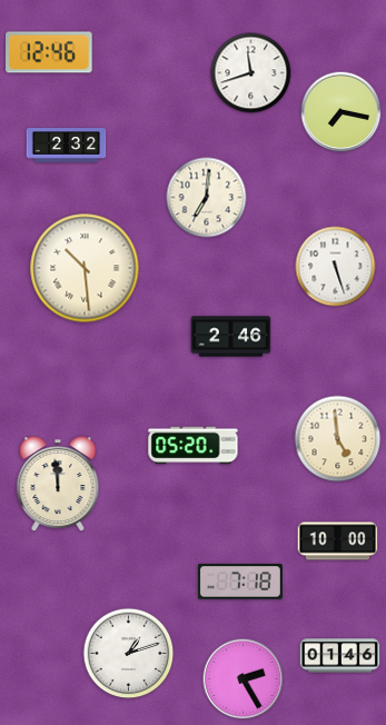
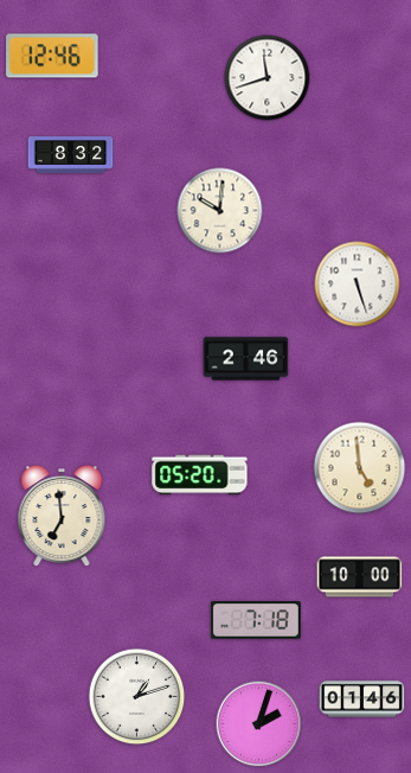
clock at (342, 112): 7:17 -> none
clock at (67, 146): 2:32 -> 8:32
clock at (207, 198): 7:01 -> 10:01
clock at (85, 268): 10:29 -> none
clock at (194, 446) position: (194, 446) -> (200, 475)
clock at (58, 485): 11:59 -> 6:59
clock at (244, 679): 2:25 -> 2:03
